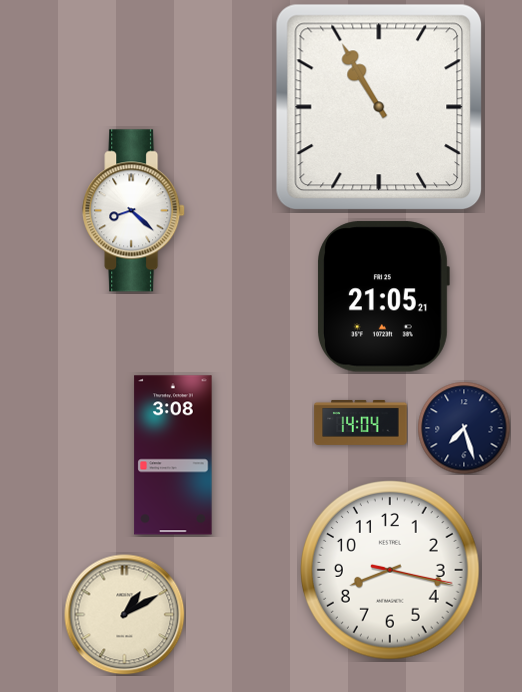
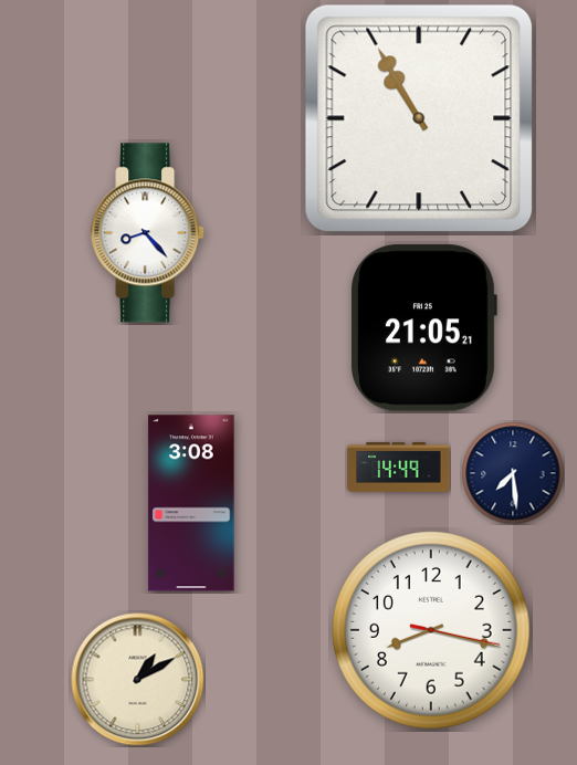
clock at (134, 211): 8:22 -> 8:23
clock at (361, 422): 14:04 -> 14:49
clock at (464, 428): 7:27 -> 7:29
